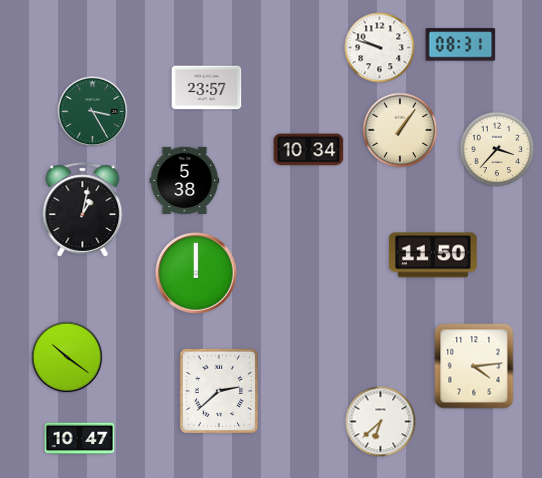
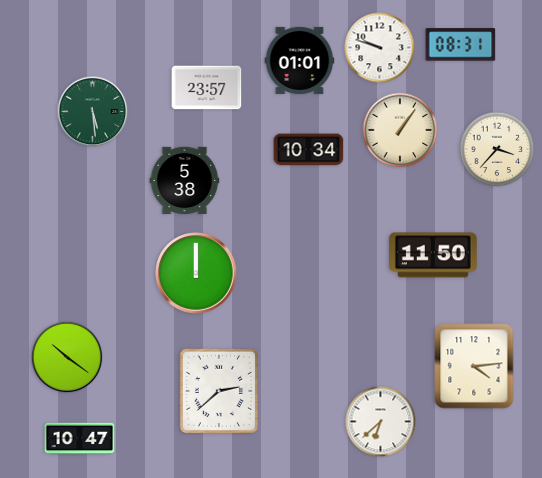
clock at (300, 60): none -> 01:01
clock at (93, 112): 3:25 -> 5:29
clock at (83, 210): 1:02 -> none
